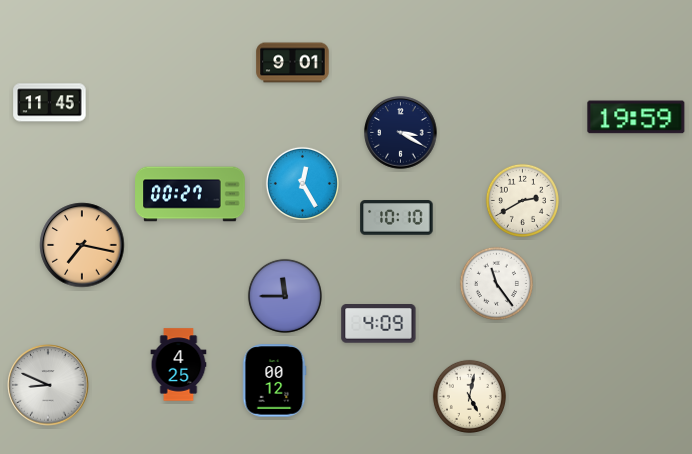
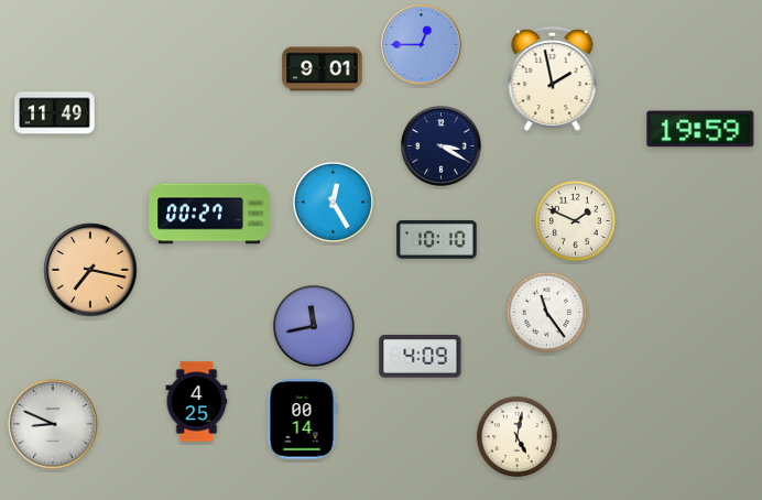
clock at (422, 45): none -> 12:45
clock at (553, 79): none -> 1:58
clock at (50, 103): 11:45 -> 11:49
clock at (522, 200): 2:40 -> 1:49
clock at (285, 296): 11:45 -> 11:43
clock at (379, 324) position: (379, 324) -> (421, 357)
clock at (274, 381): 00:12 -> 00:14
